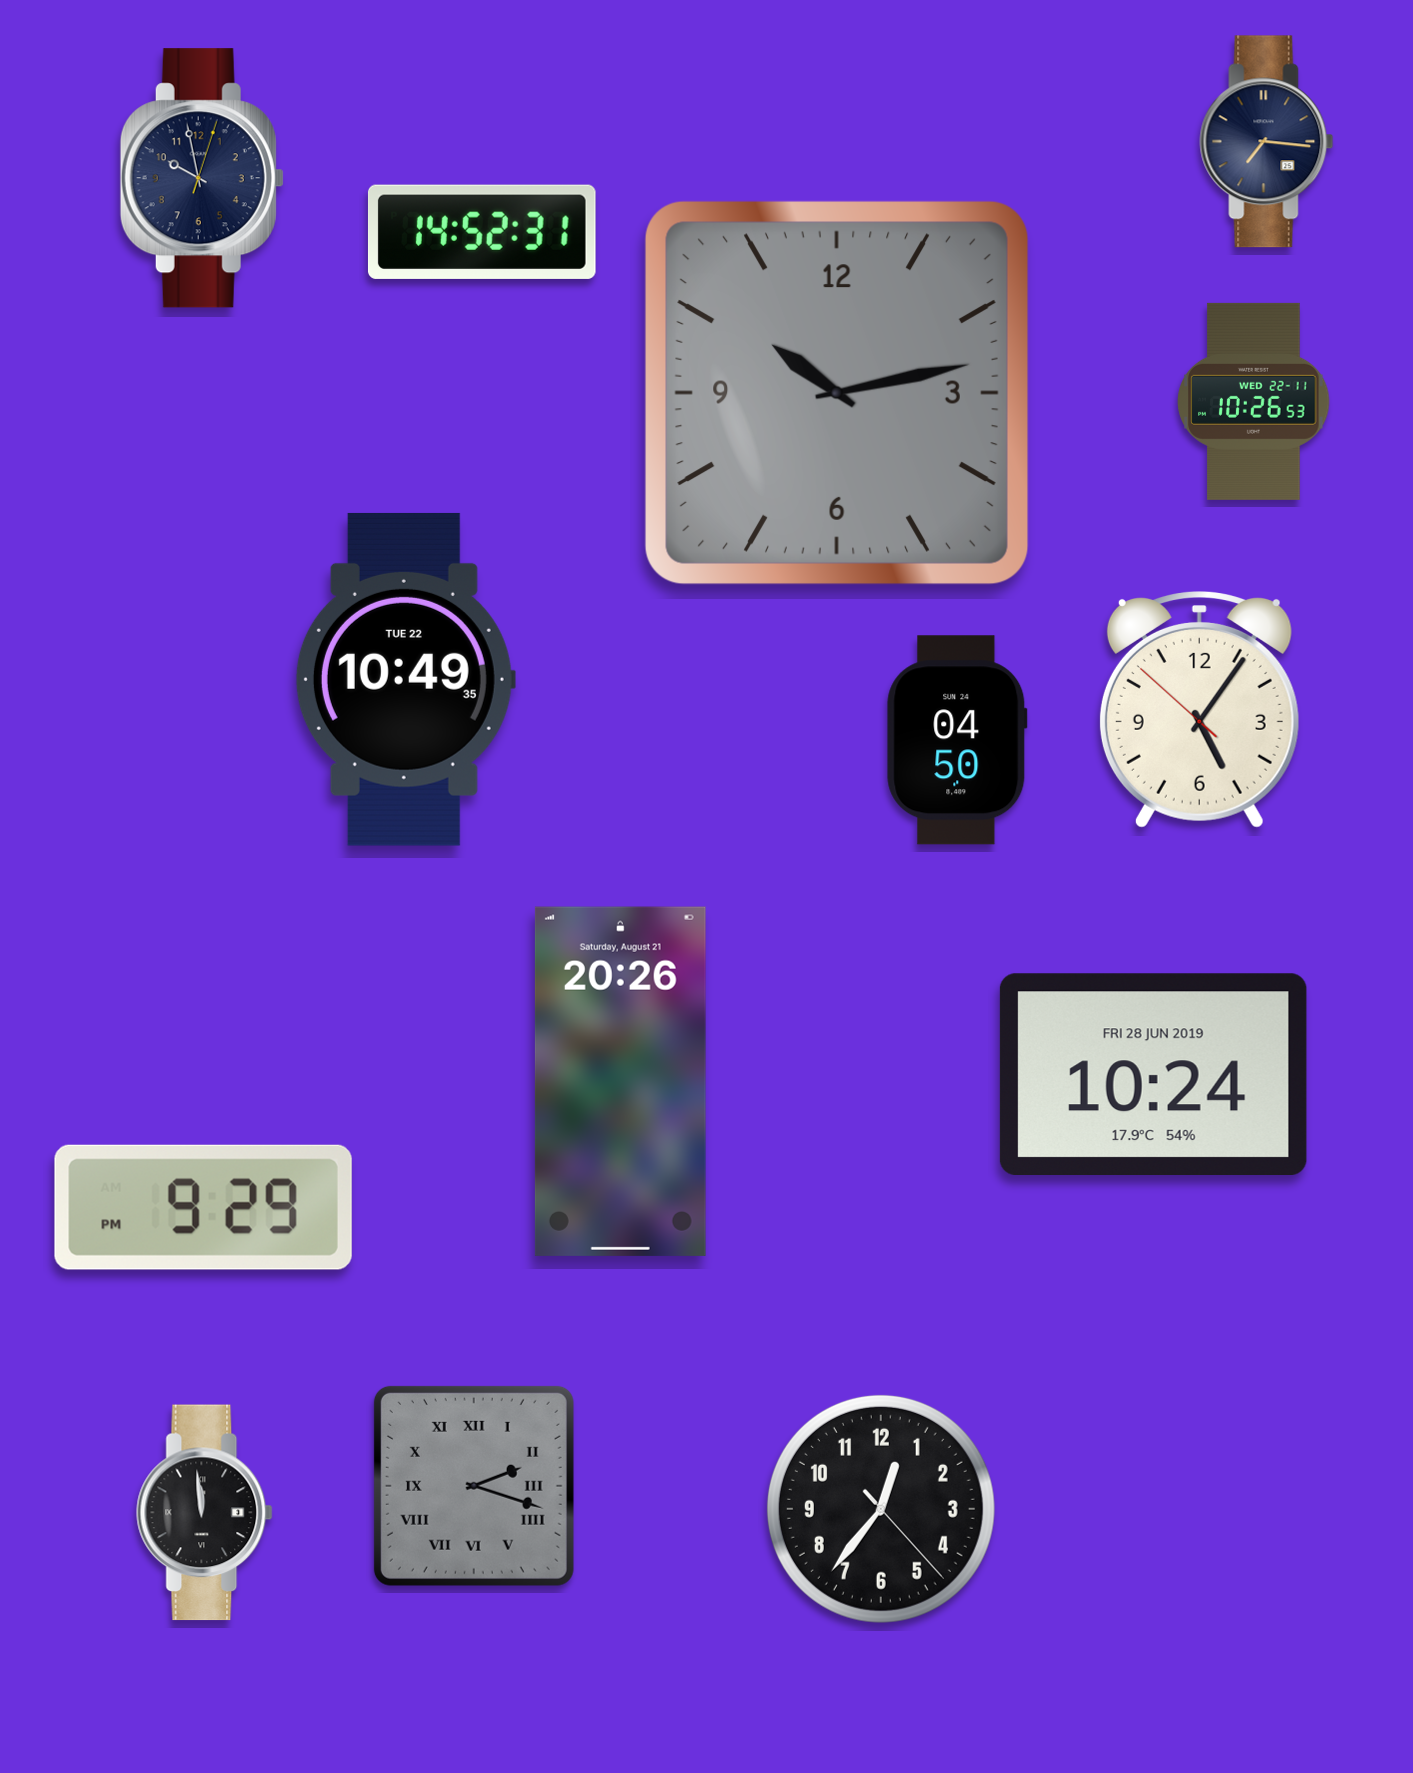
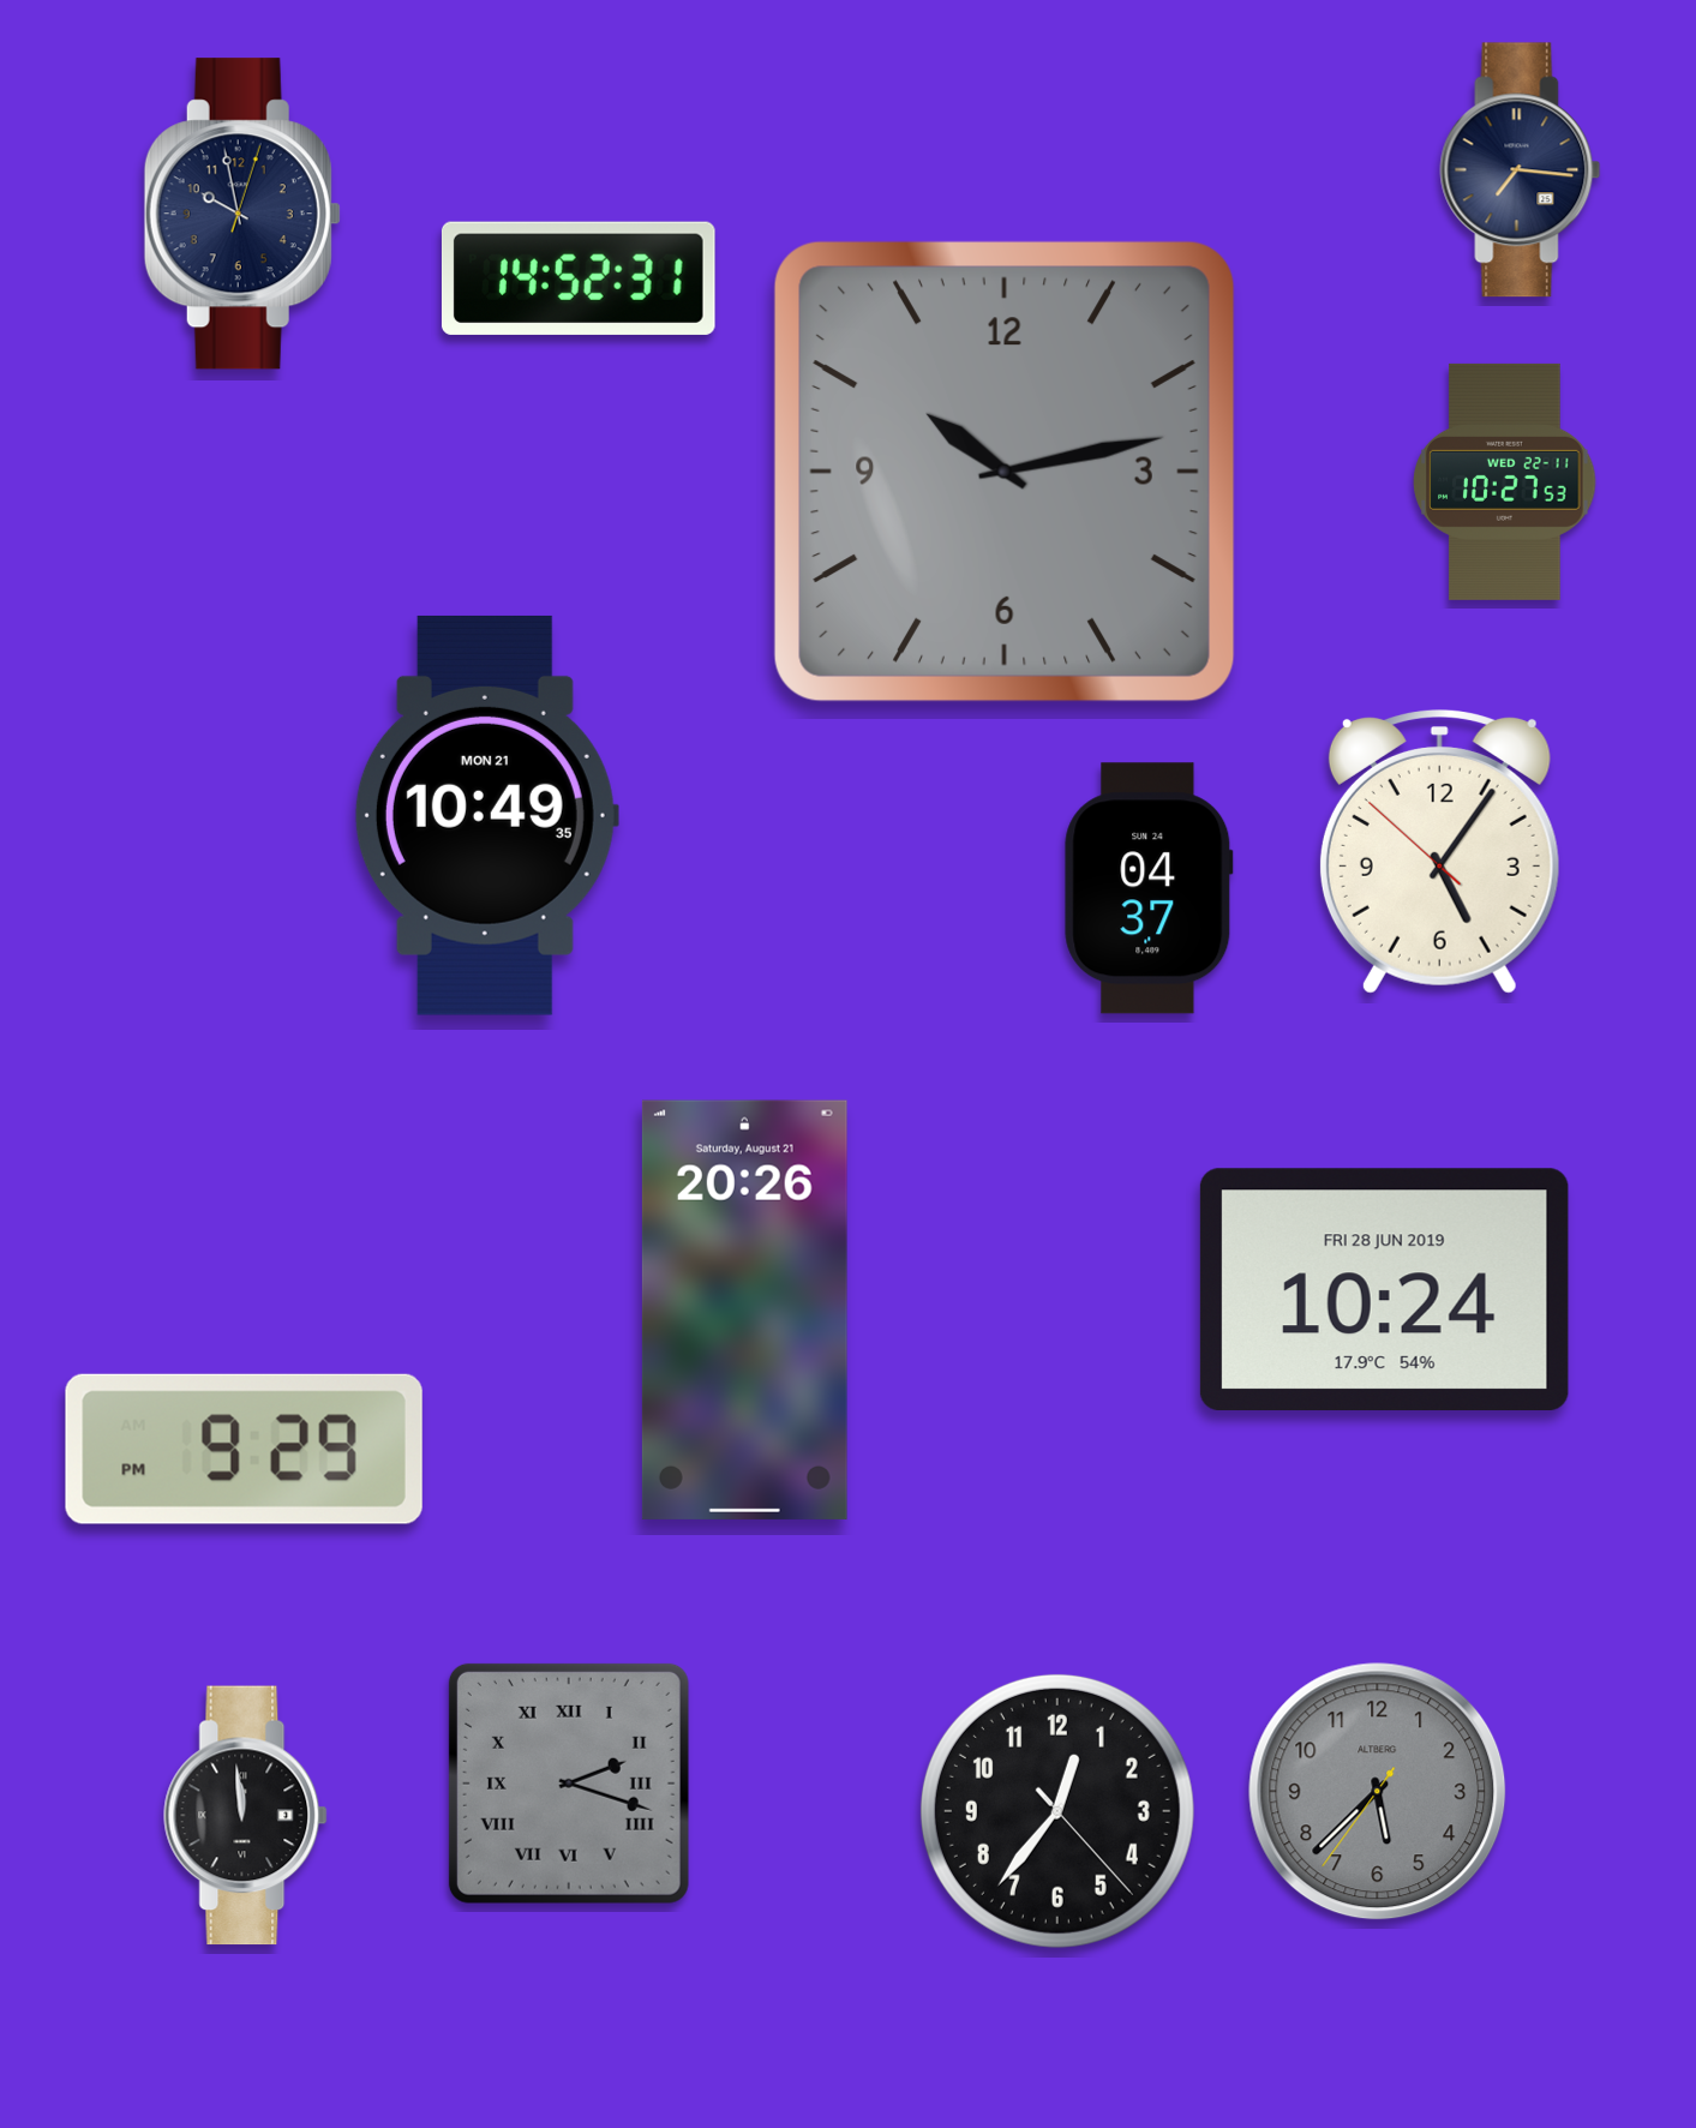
clock at (1254, 401): 10:26 -> 10:27
clock at (405, 679) date: TUE 22 -> MON 21
clock at (957, 740): 04:50 -> 04:37
clock at (620, 1081) position: (620, 1081) -> (744, 1309)
clock at (1378, 1792): none -> 5:37
